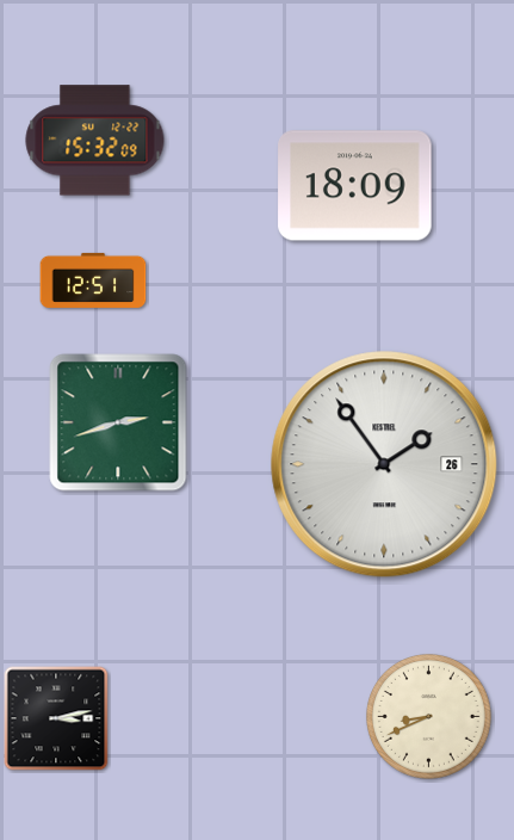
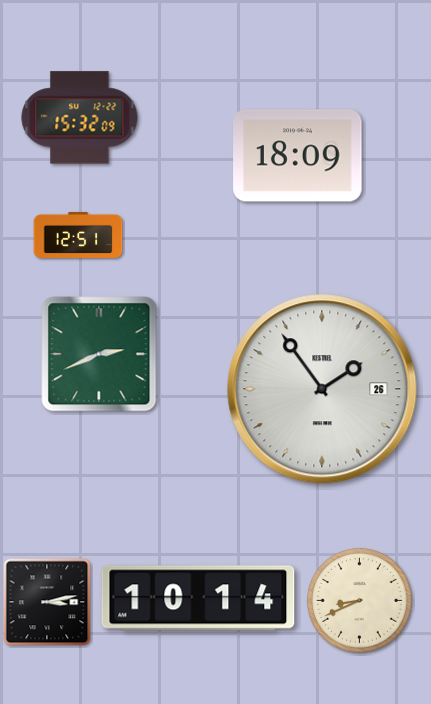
clock at (118, 422): 2:42 -> 2:41
clock at (198, 598): none -> 10:14
